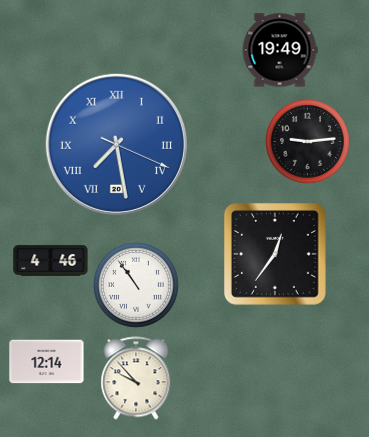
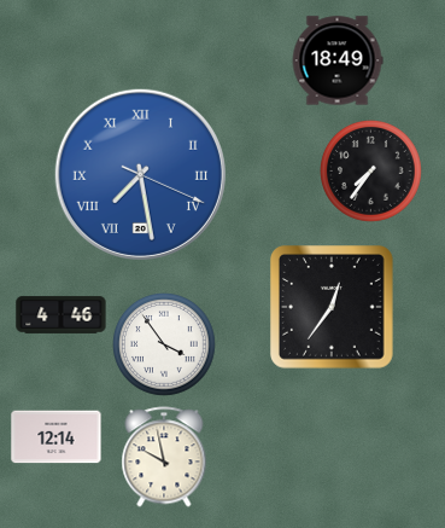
clock at (280, 50): 19:49 -> 18:49
clock at (308, 142): 9:14 -> 7:36
clock at (137, 286): 10:54 -> 3:54
clock at (136, 378): 9:53 -> 9:58
